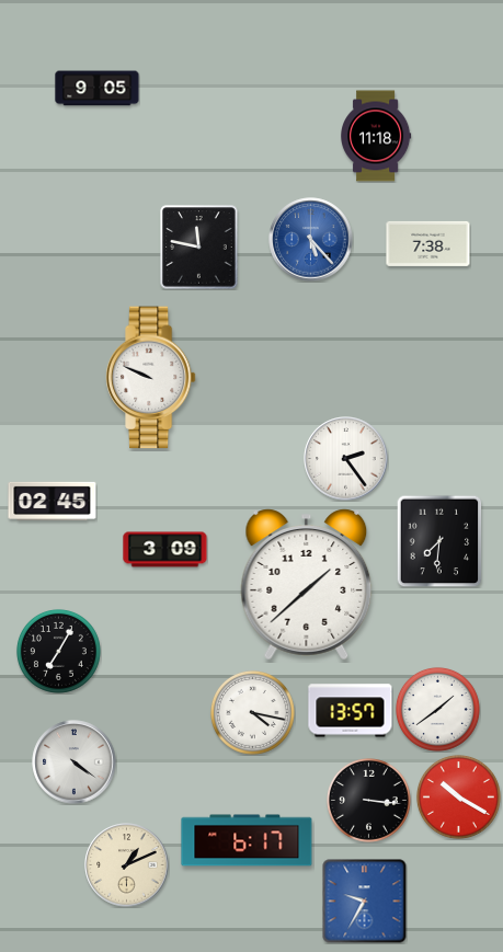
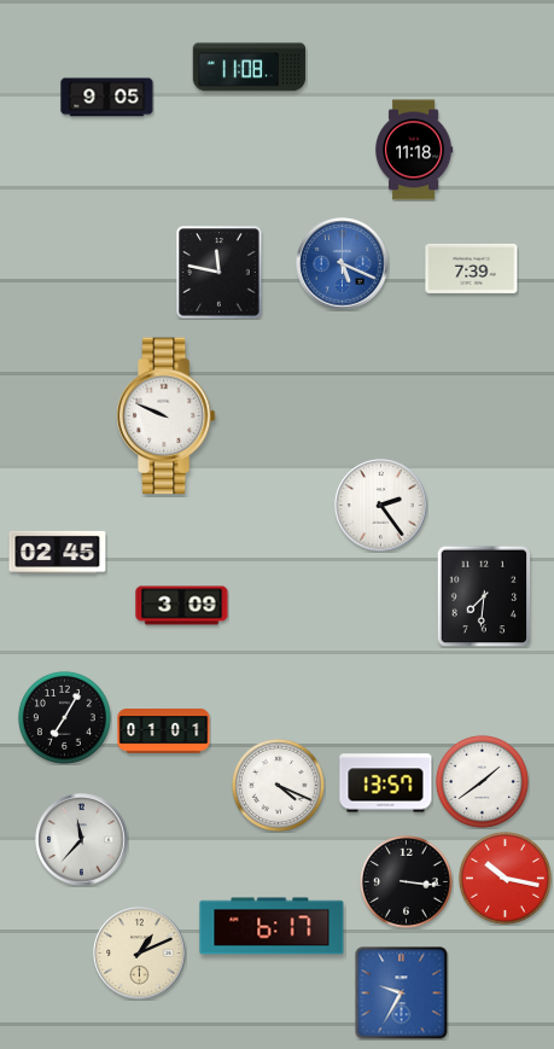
clock at (250, 68): none -> 11:08
clock at (311, 240): 5:23 -> 5:19
clock at (428, 243): 7:38 -> 7:39
clock at (307, 585): 1:38 -> none
clock at (164, 732): none -> 01:01
clock at (252, 712): 4:17 -> 4:19
clock at (75, 762): 4:21 -> 11:37
clock at (458, 796): 10:20 -> 10:17
